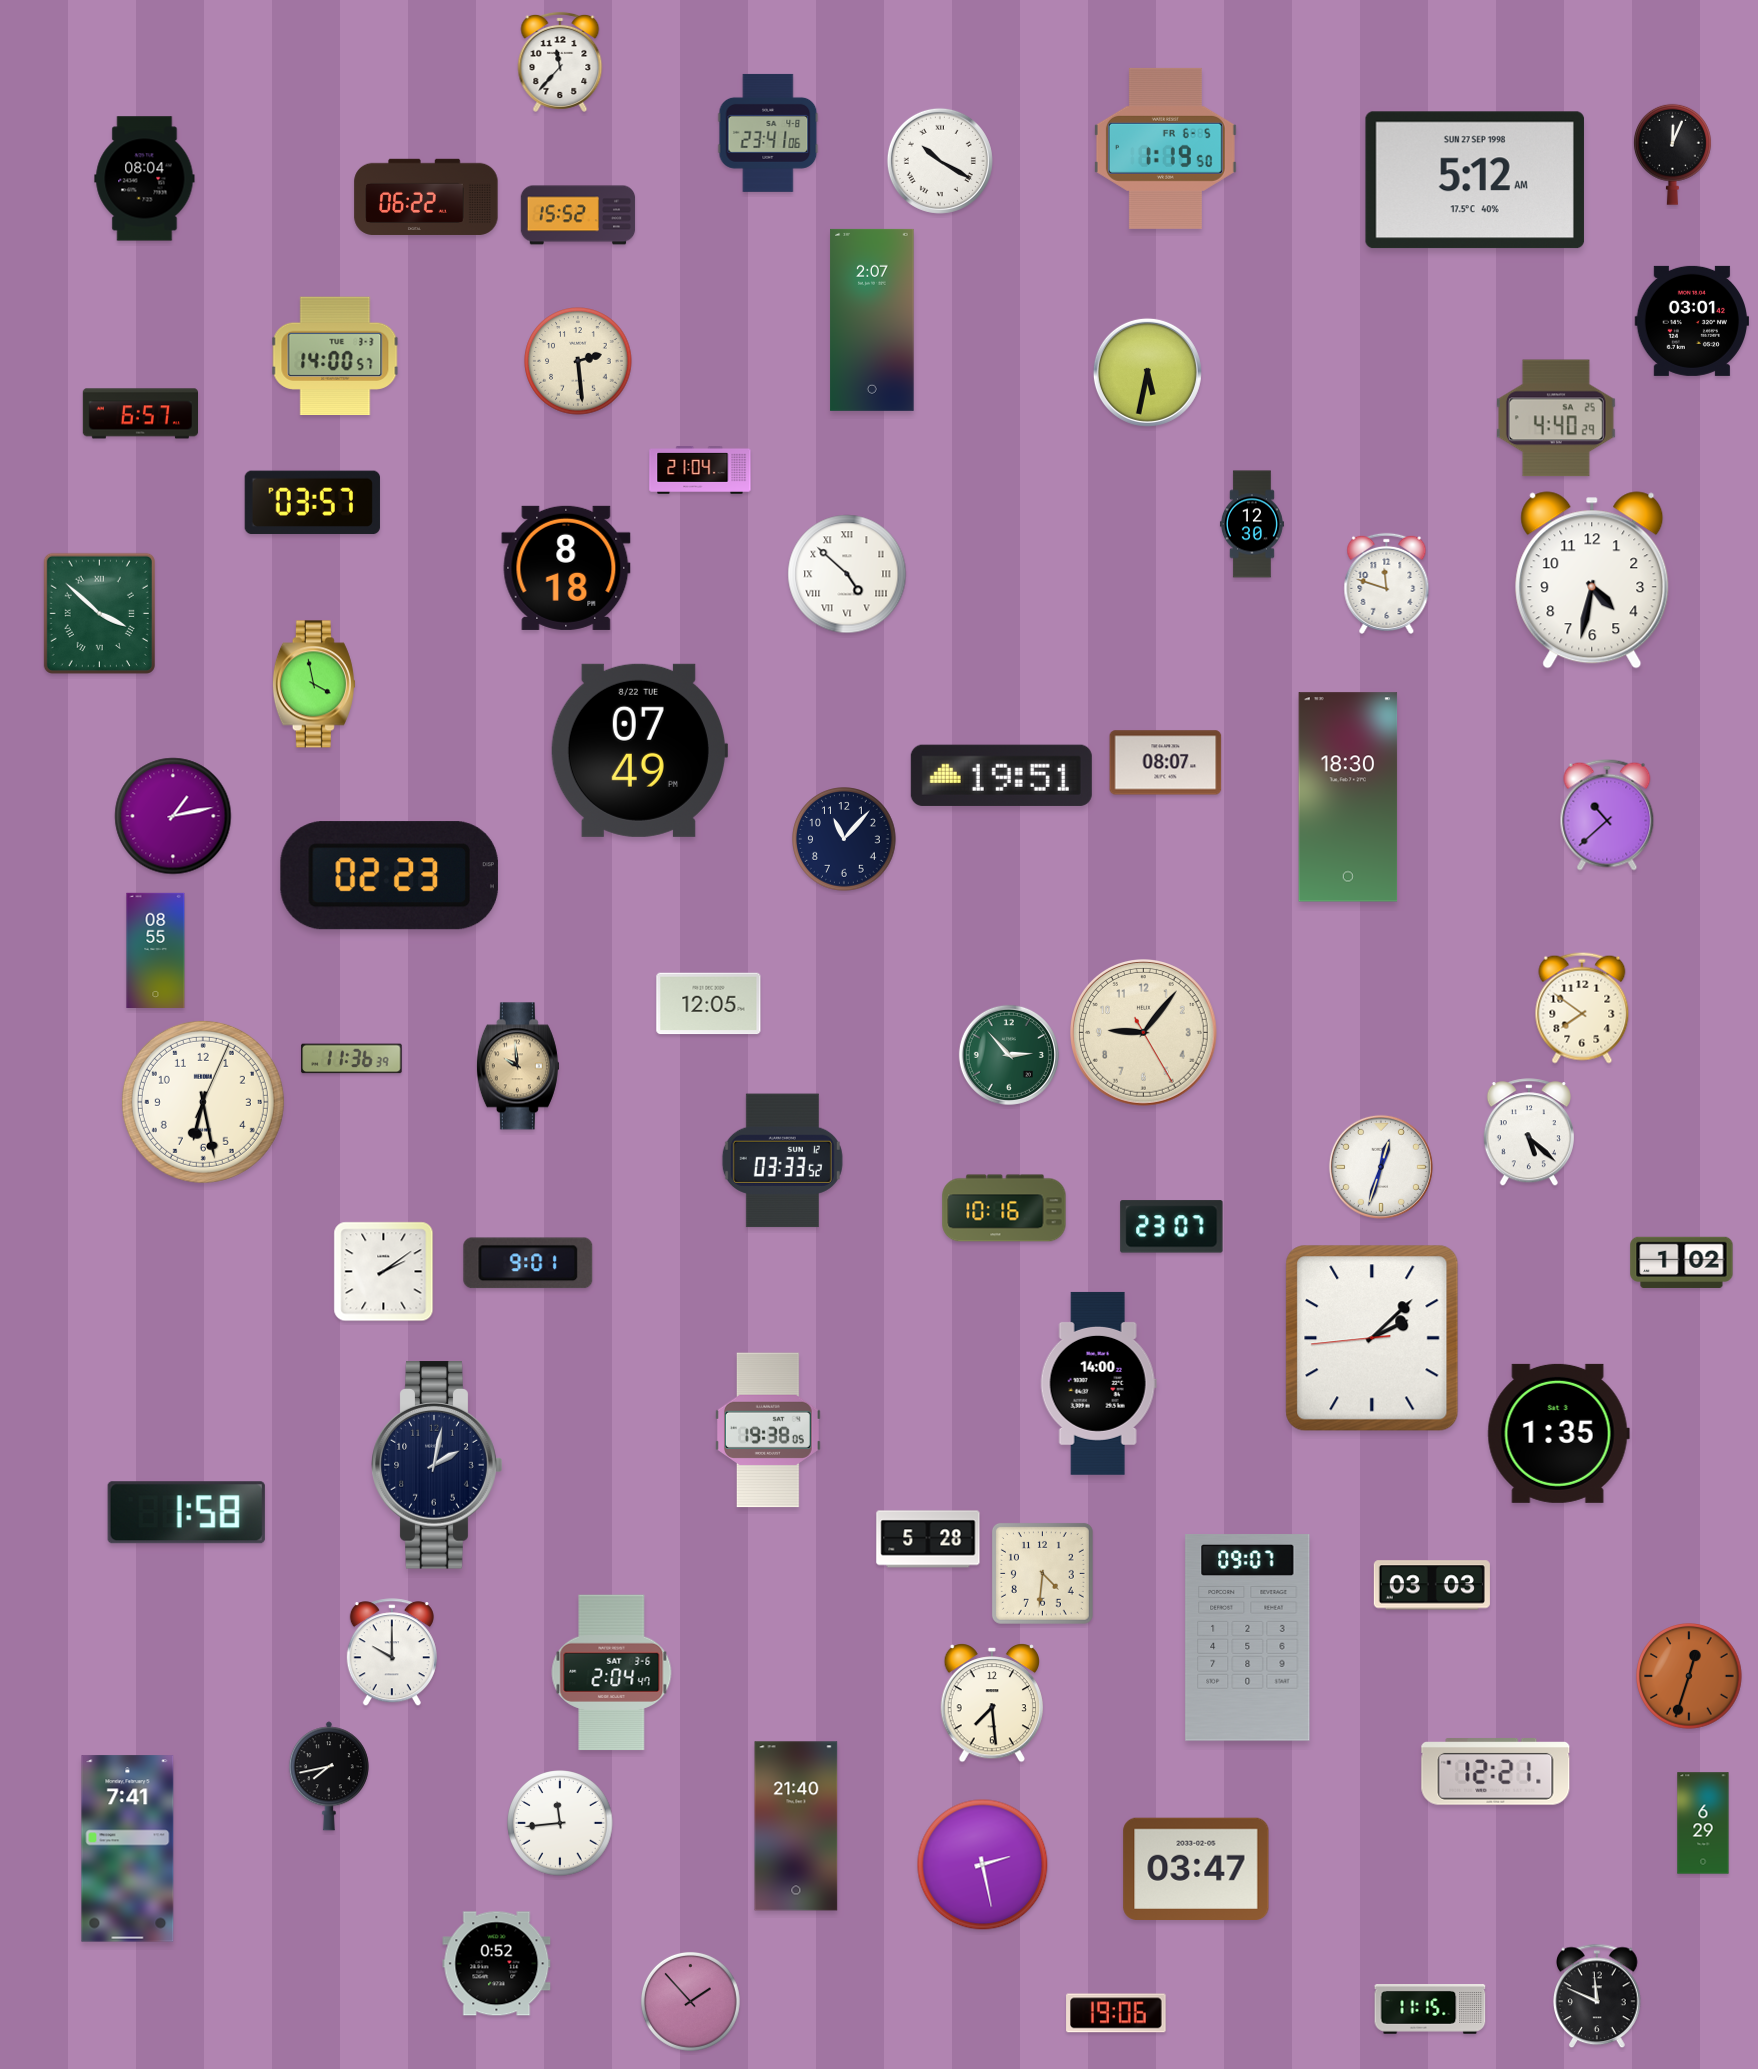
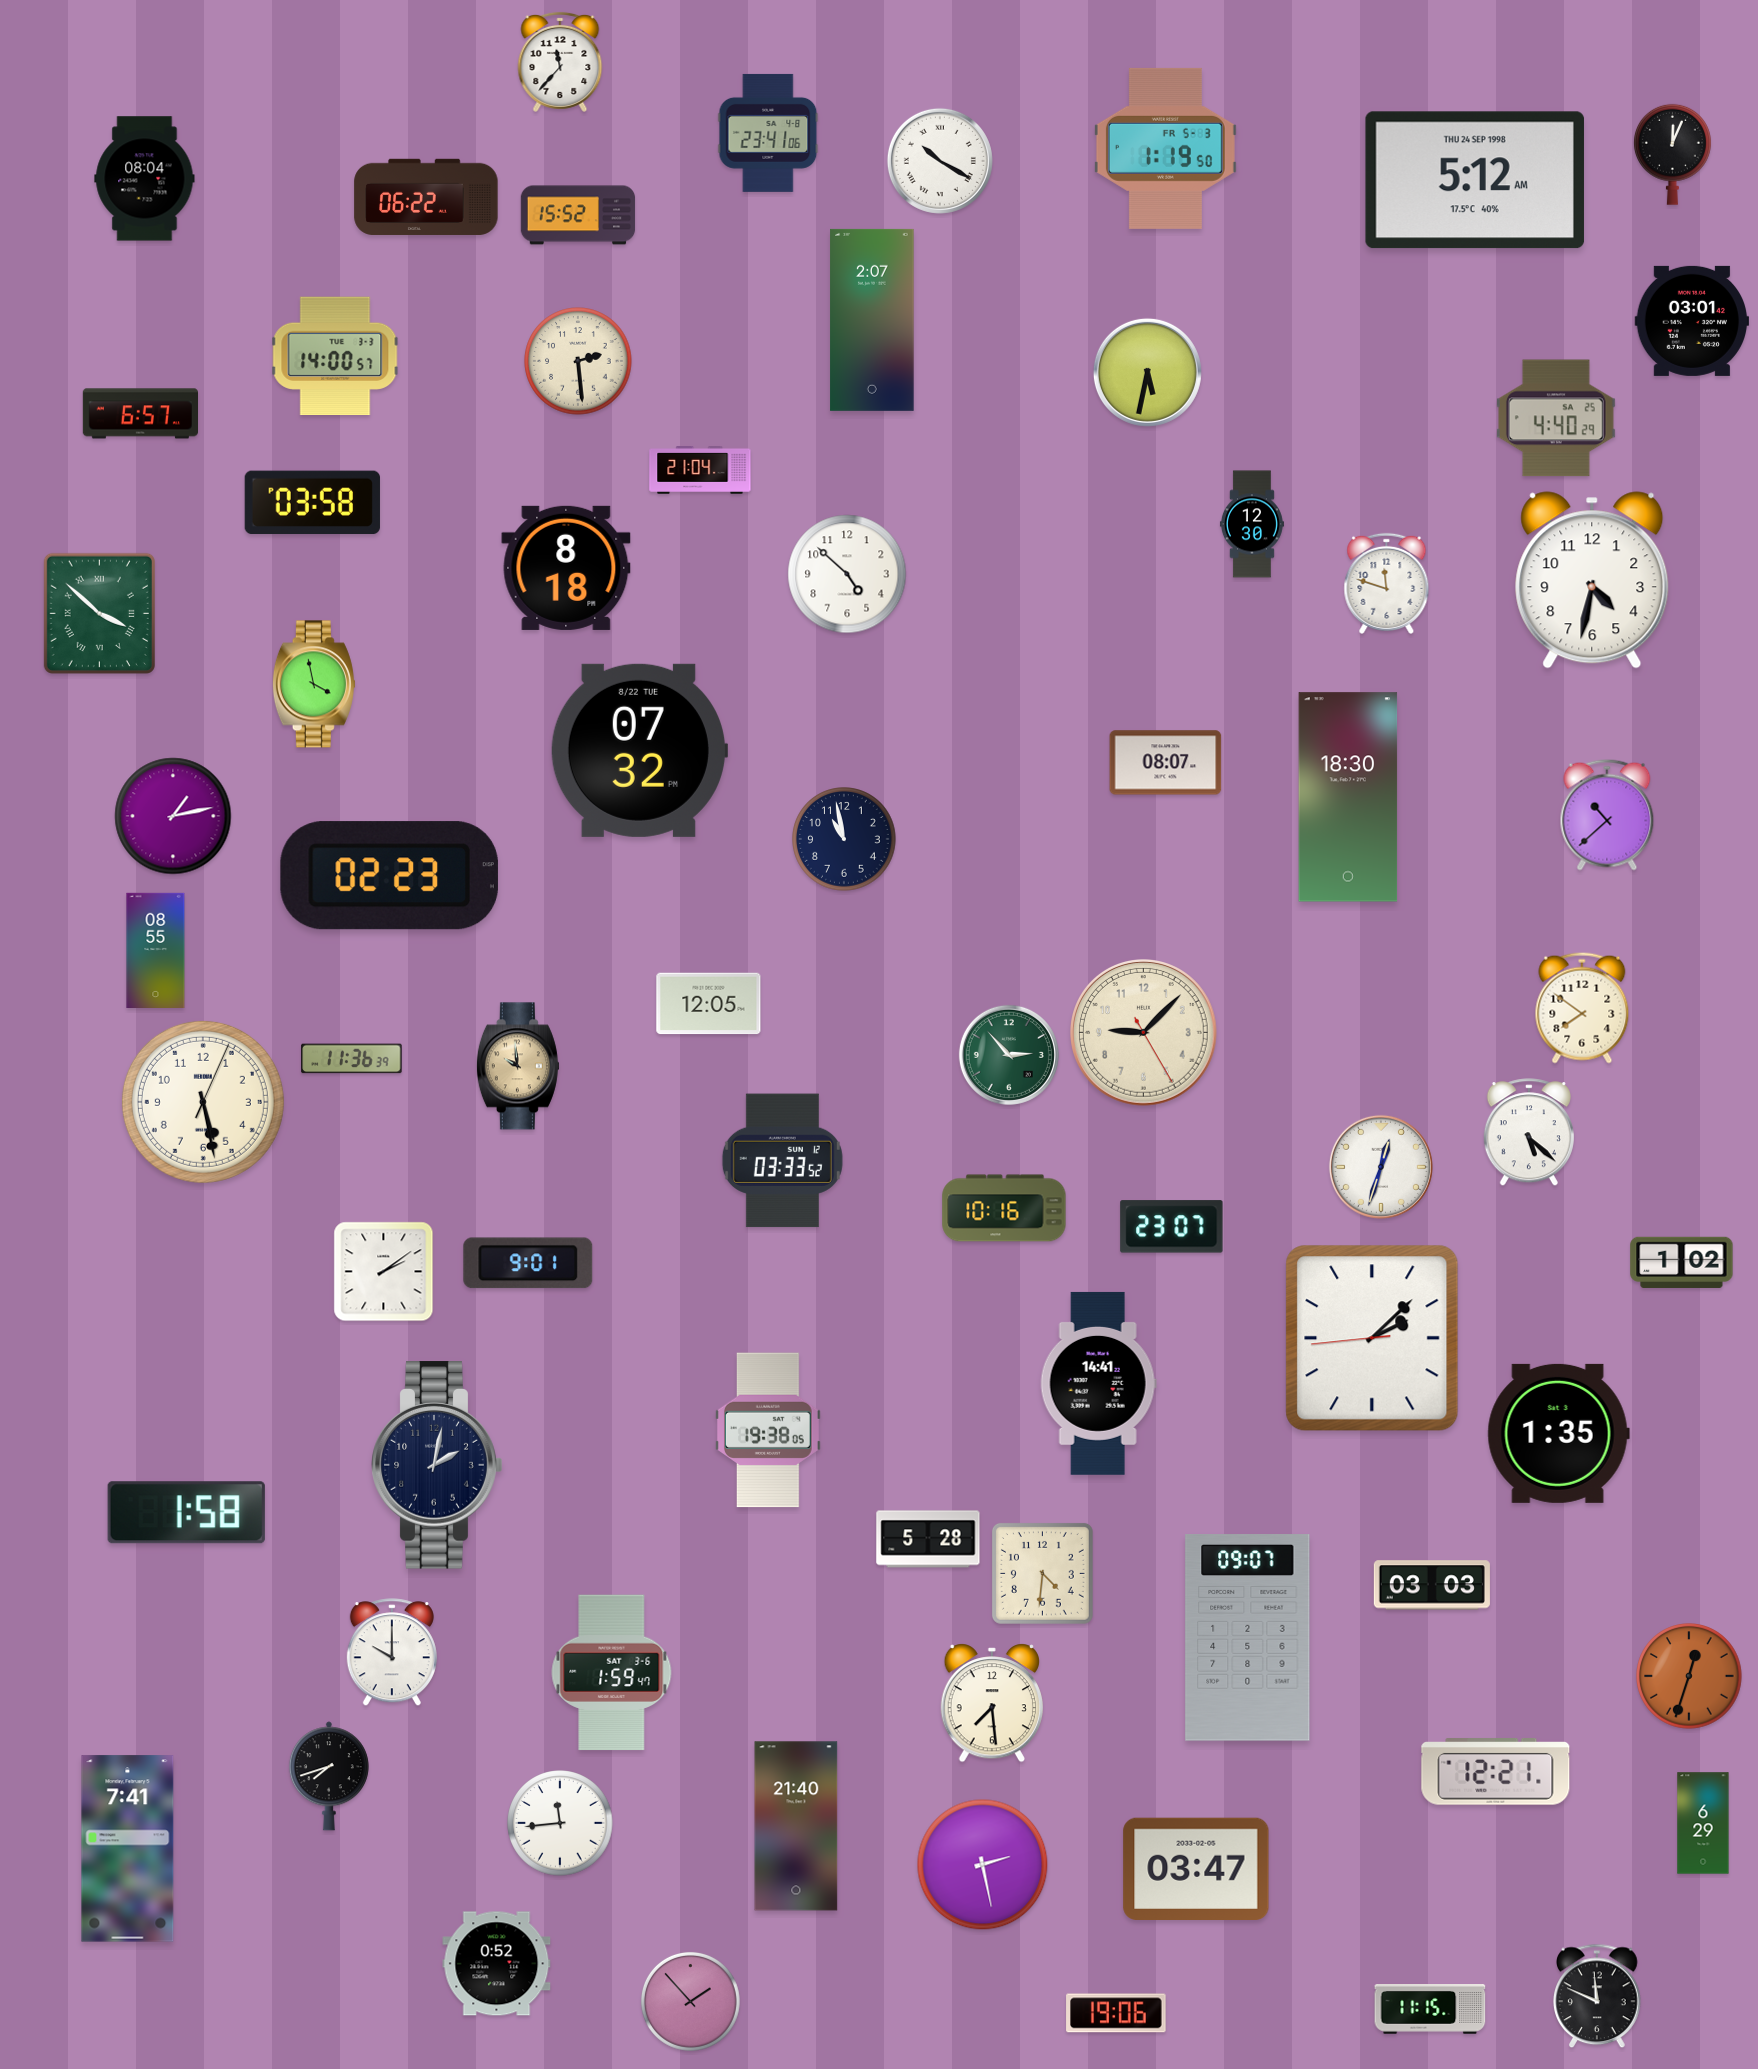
clock at (1165, 148) date: FR 6-5 -> FR 5-3
clock at (1475, 180) date: SUN 27 SEP 1998 -> THU 24 SEP 1998
clock at (312, 503): 03:57 -> 03:58
clock at (847, 574) numerals: Roman -> Arabic
clock at (639, 750): 07:49 -> 07:32
clock at (1001, 775): 19:51 -> none
clock at (844, 839): 11:07 -> 10:58
clock at (1144, 1033): 9:06 -> 9:07
clock at (203, 1102): 6:28 -> 5:28
clock at (1098, 1383): 14:00 -> 14:41
clock at (612, 1673): 2:04 -> 1:59
clock at (329, 1776): 7:43 -> 7:42
